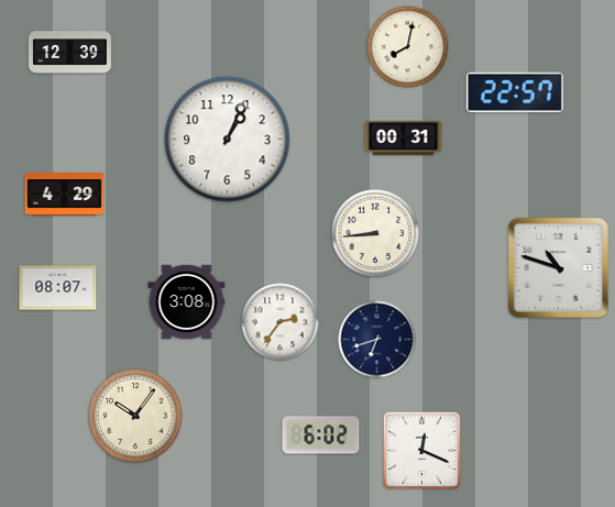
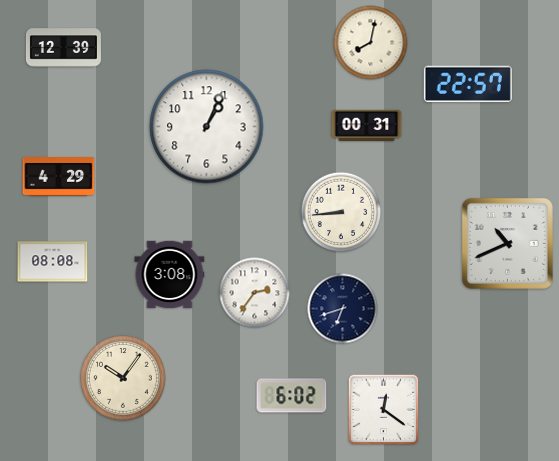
clock at (558, 267): 10:48 -> 10:41
clock at (58, 288): 08:07 -> 08:08
clock at (422, 451): 12:19 -> 12:21
